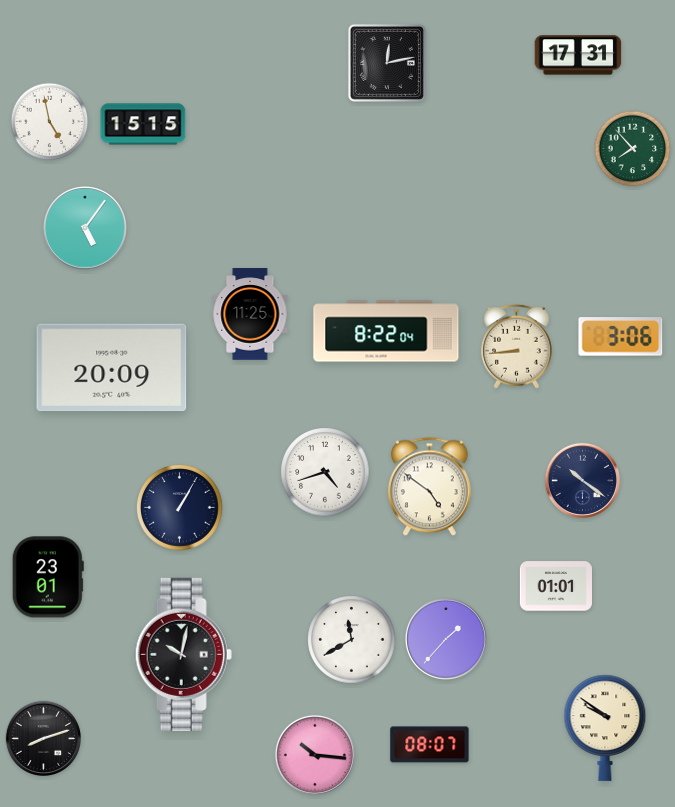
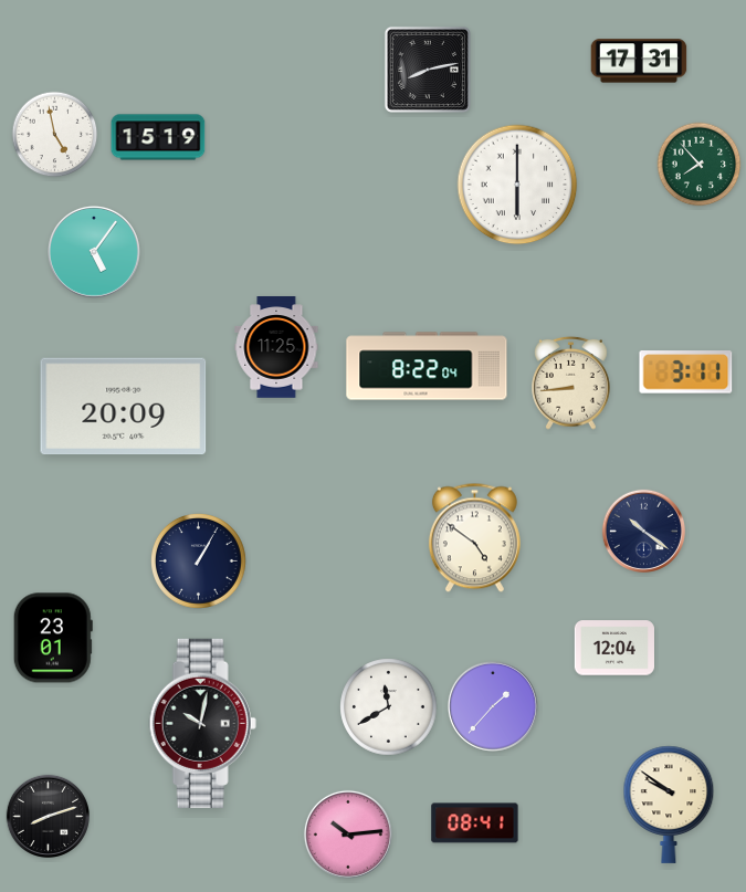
clock at (387, 63): 12:13 -> 8:13
clock at (143, 124): 15:15 -> 15:19
clock at (517, 185): none -> 6:00
clock at (621, 337): 3:06 -> 3:11
clock at (325, 472): 4:42 -> none
clock at (555, 586): 01:01 -> 12:04
clock at (430, 745): 08:07 -> 08:41
clock at (315, 755): 10:16 -> 10:14
